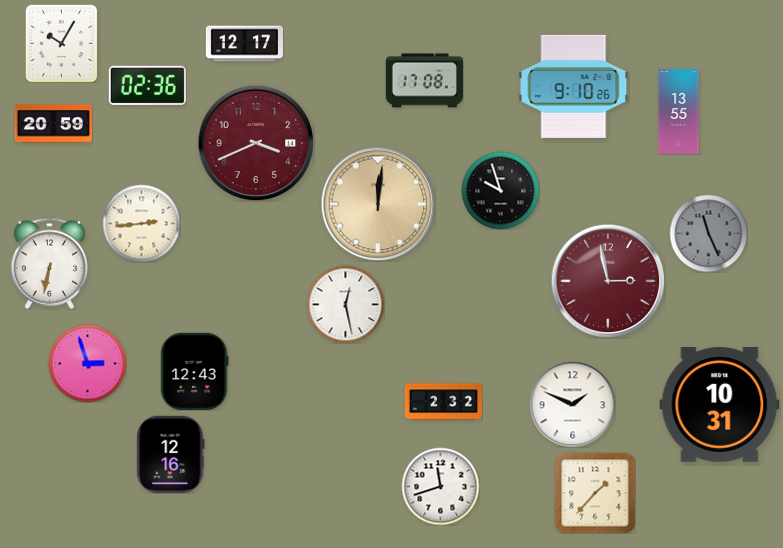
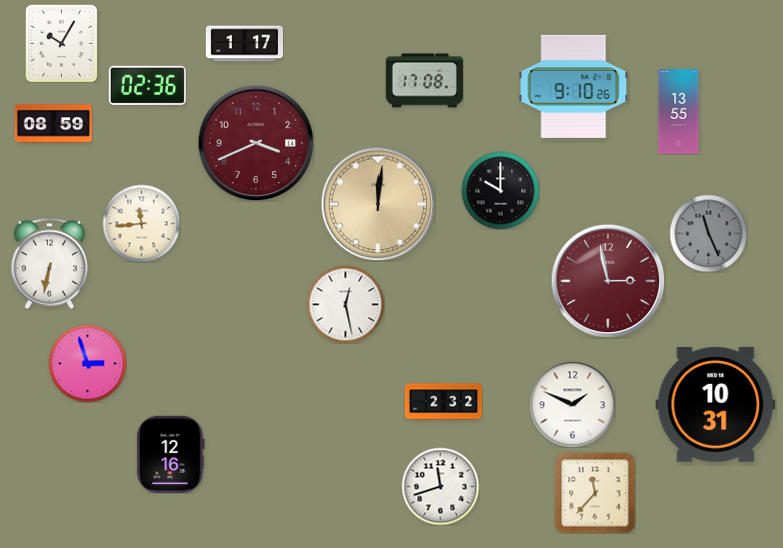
clock at (244, 44): 12:17 -> 1:17
clock at (53, 124): 20:59 -> 08:59
clock at (500, 190): 9:57 -> 10:00
clock at (141, 223): 2:44 -> 11:44
clock at (195, 371): 12:43 -> none
clock at (720, 404) position: (720, 404) -> (716, 404)
clock at (595, 493): 1:37 -> 11:37
